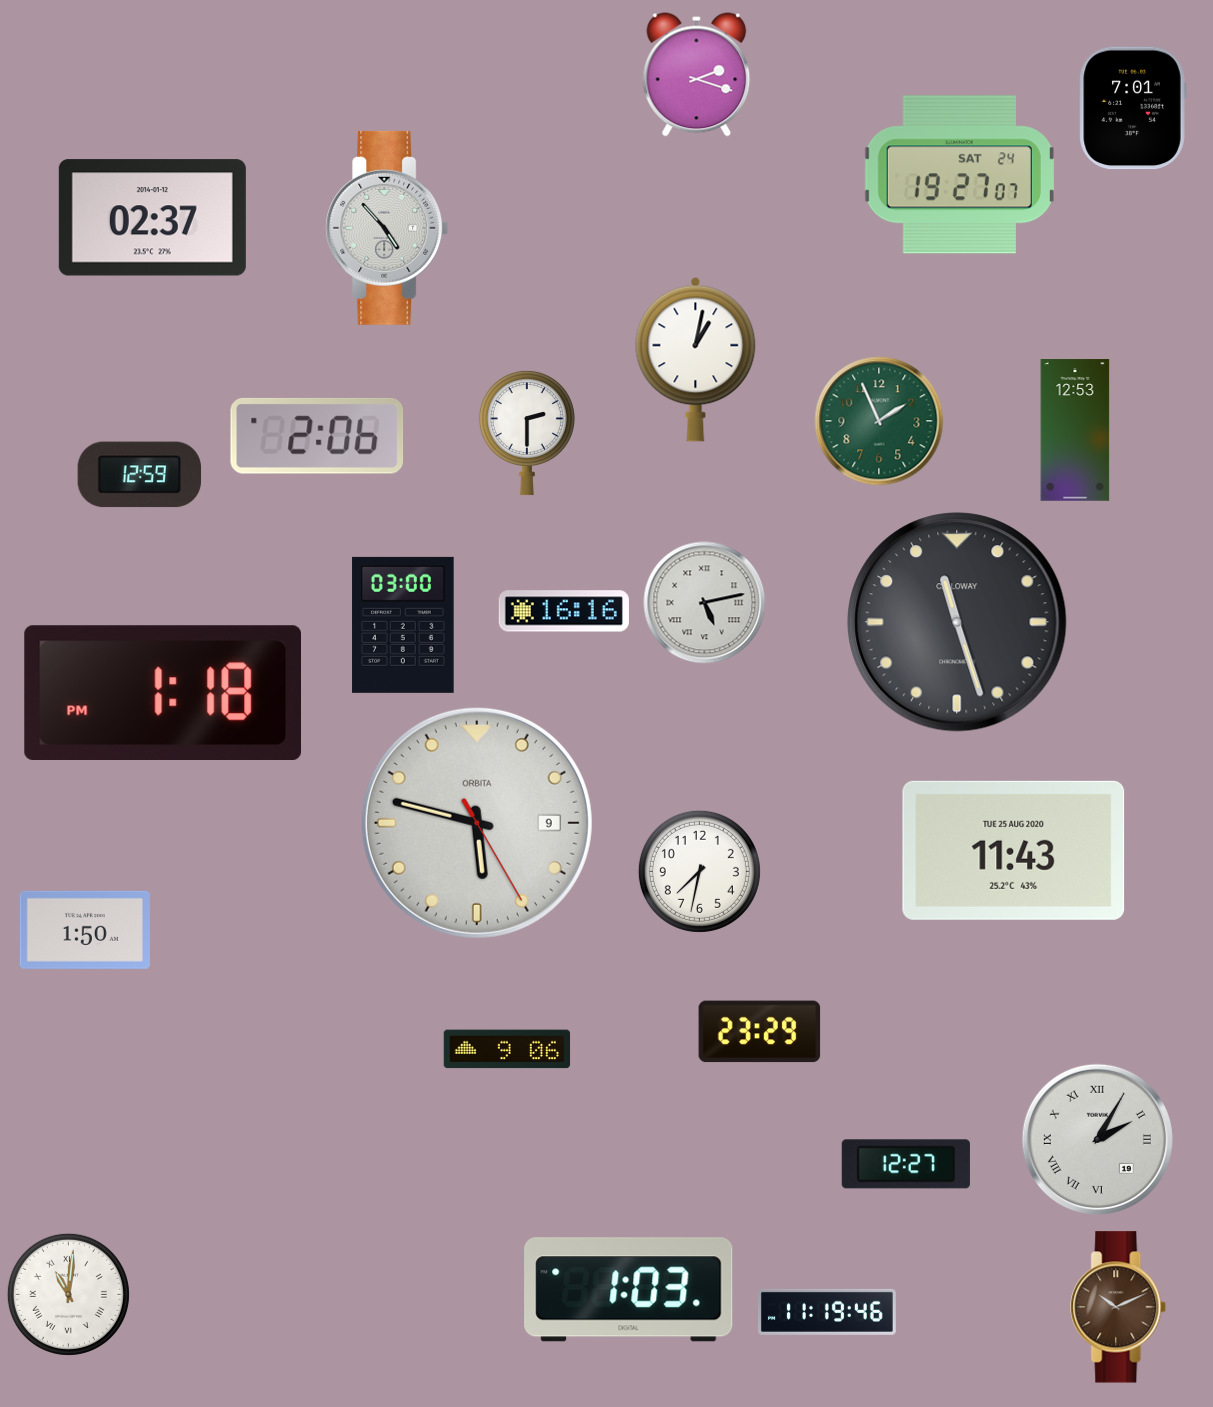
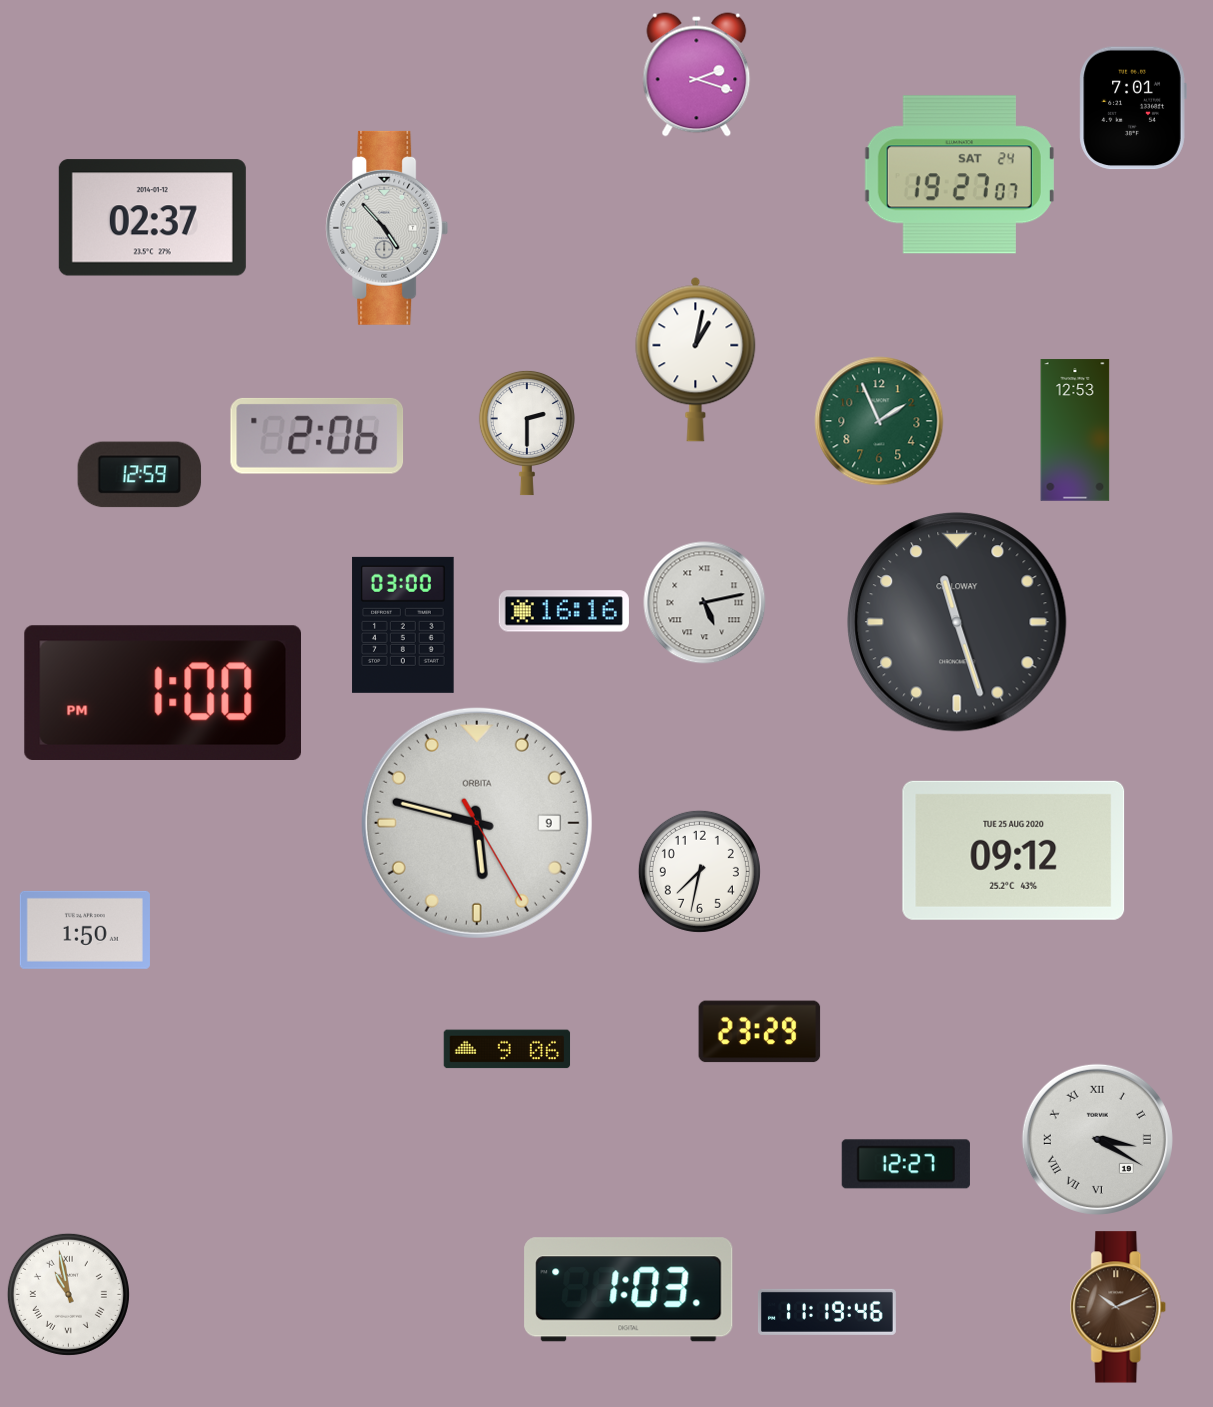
clock at (162, 692): 1:18 -> 1:00
clock at (1014, 850): 11:43 -> 09:12
clock at (1097, 1139): 2:05 -> 3:20
clock at (68, 1294): 11:01 -> 10:58
